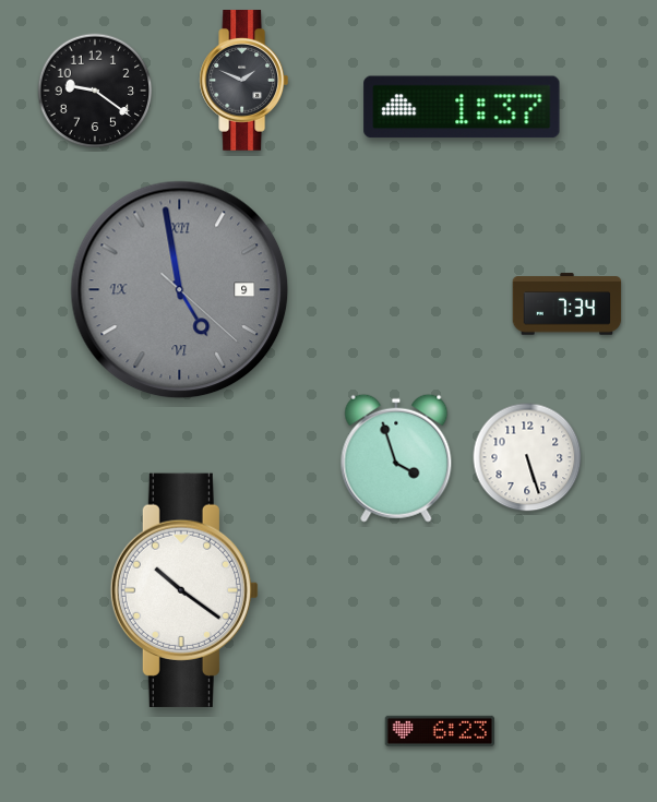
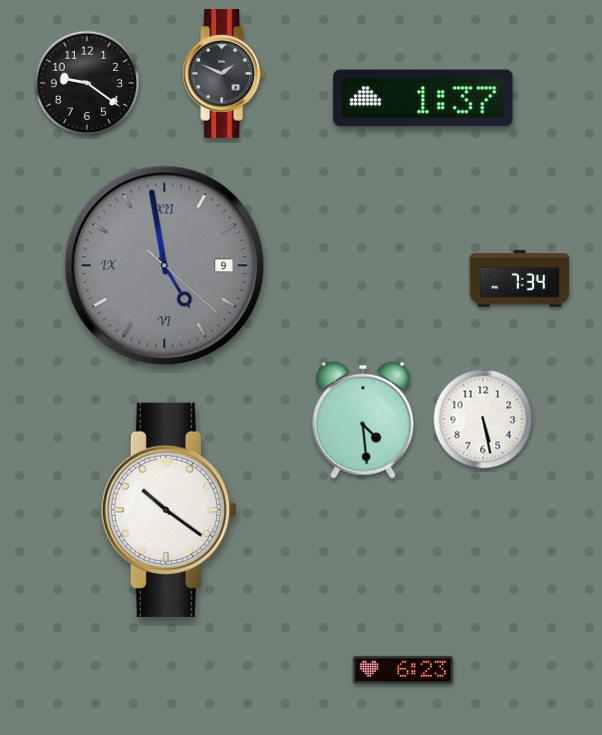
clock at (527, 457): 5:27 -> 5:28
clock at (396, 458): 3:57 -> 4:29
clock at (184, 590) position: (184, 590) -> (169, 510)
